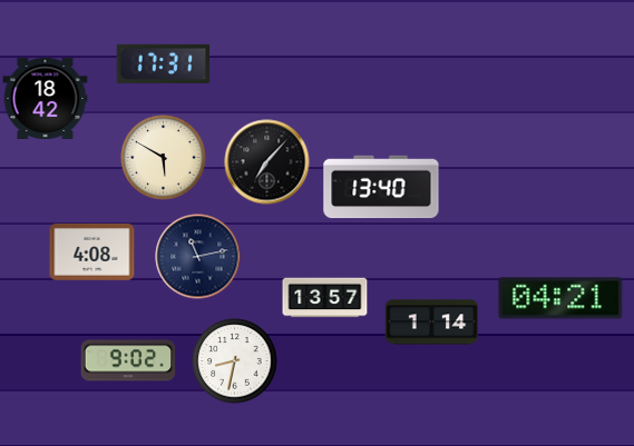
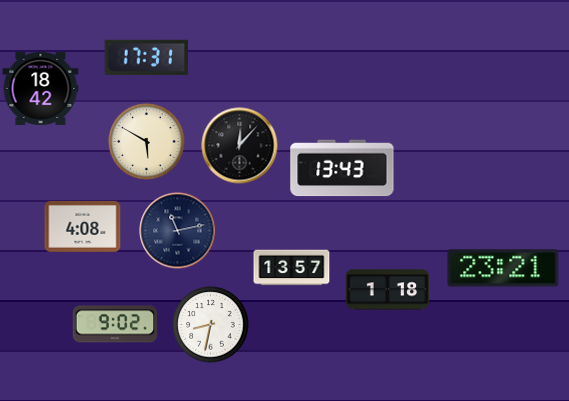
clock at (267, 162): 7:07 -> 12:07
clock at (381, 187): 13:40 -> 13:43
clock at (560, 298): 04:21 -> 23:21
clock at (432, 323): 1:14 -> 1:18
